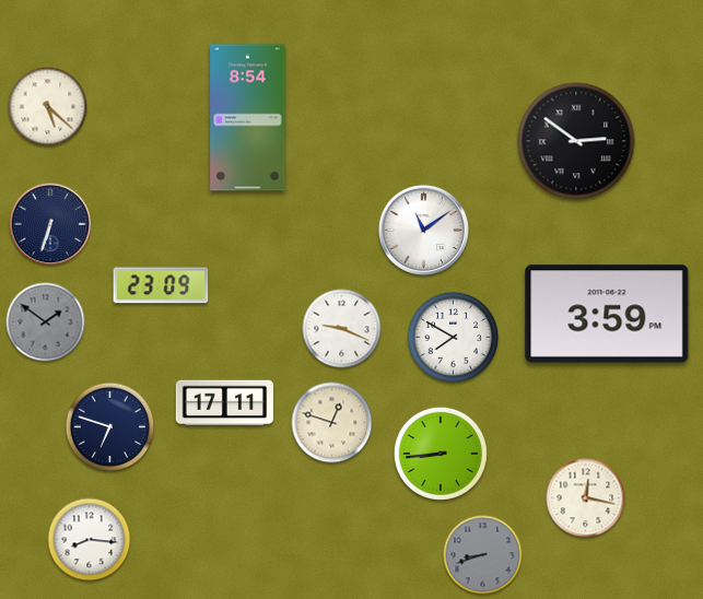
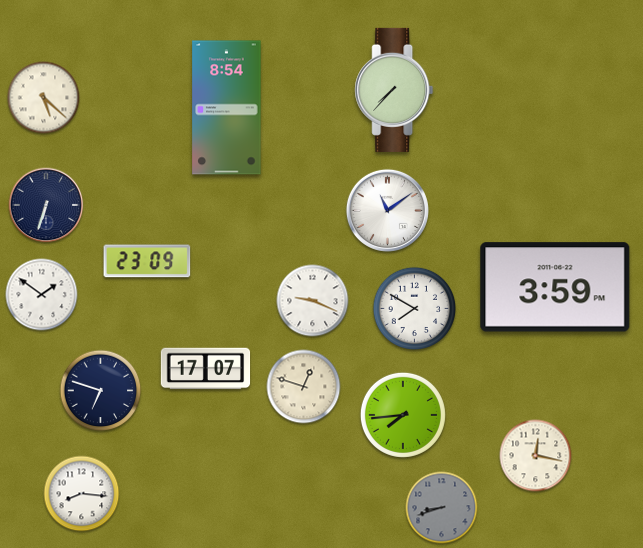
clock at (394, 90): none -> 7:37
clock at (576, 141): 2:51 -> none
clock at (46, 322) dial: grey -> white
clock at (225, 403): 17:11 -> 17:07
clock at (441, 454): 8:44 -> 7:44
